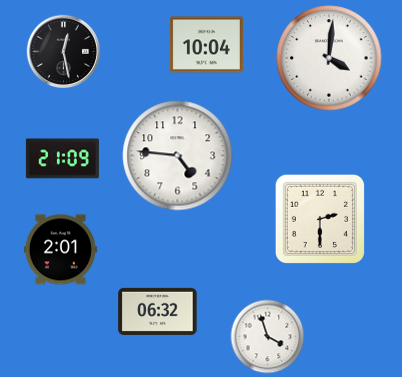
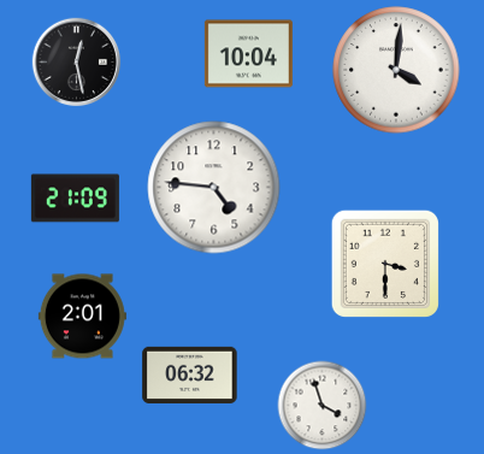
clock at (62, 159) position: (62, 159) -> (75, 199)
clock at (320, 219): 2:30 -> 3:30
clock at (60, 250) position: (60, 250) -> (82, 317)
